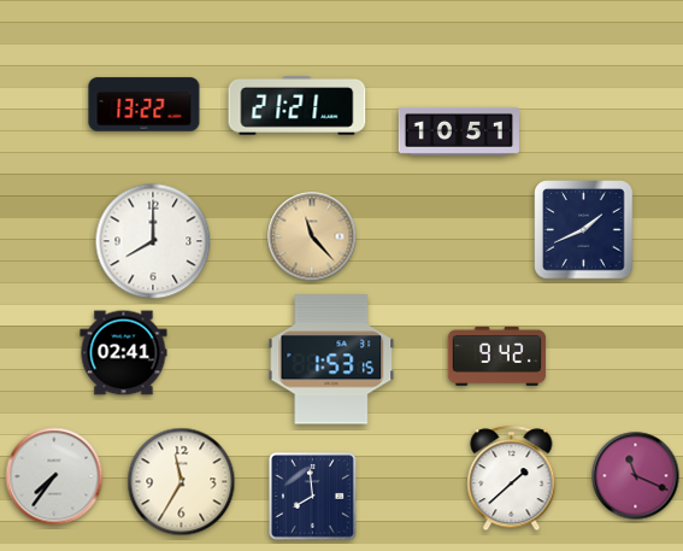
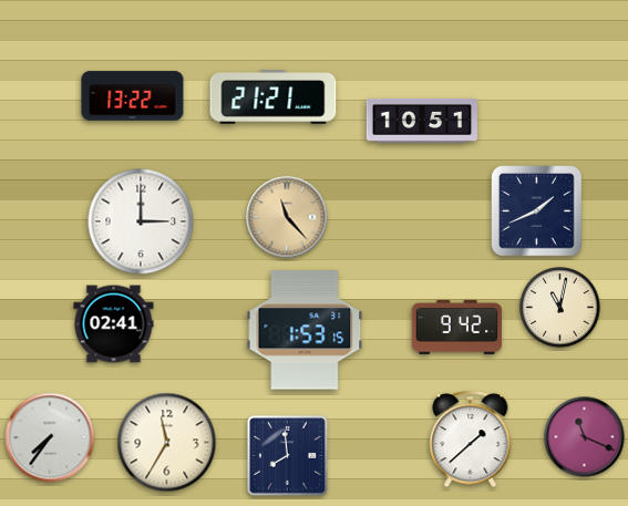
clock at (153, 241): 8:00 -> 3:00
clock at (560, 308): none -> 11:02
